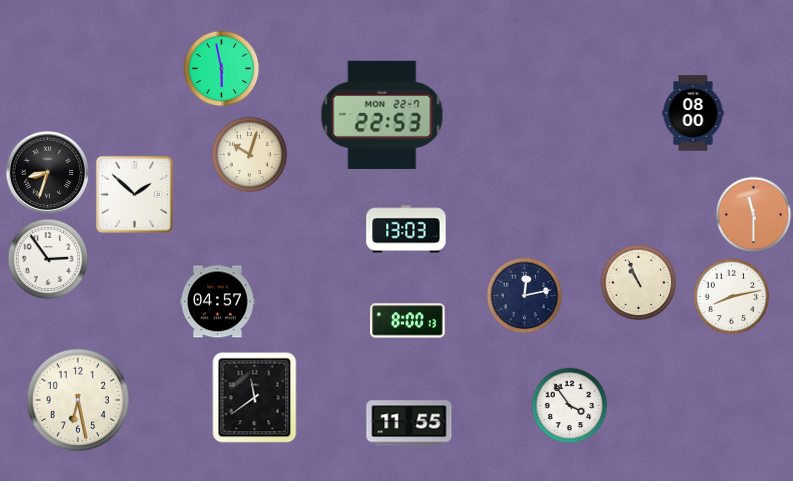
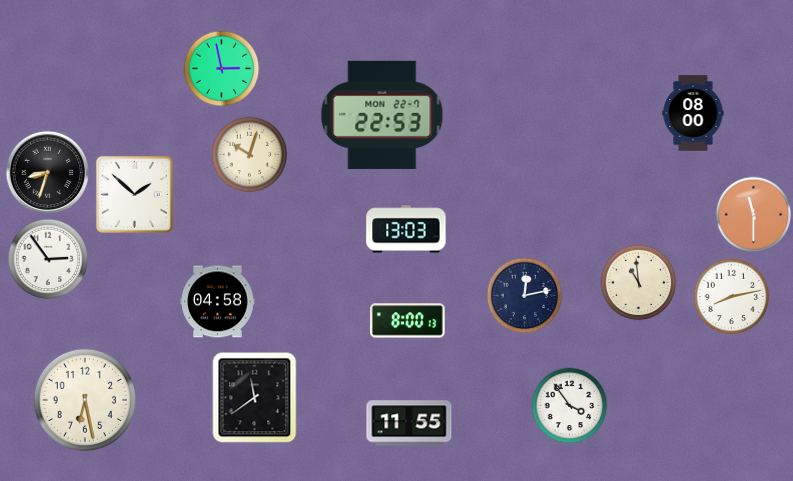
clock at (222, 69): 5:58 -> 2:58
clock at (639, 283): 10:56 -> 10:59
clock at (218, 302): 04:57 -> 04:58
clock at (78, 400) position: (78, 400) -> (85, 400)
